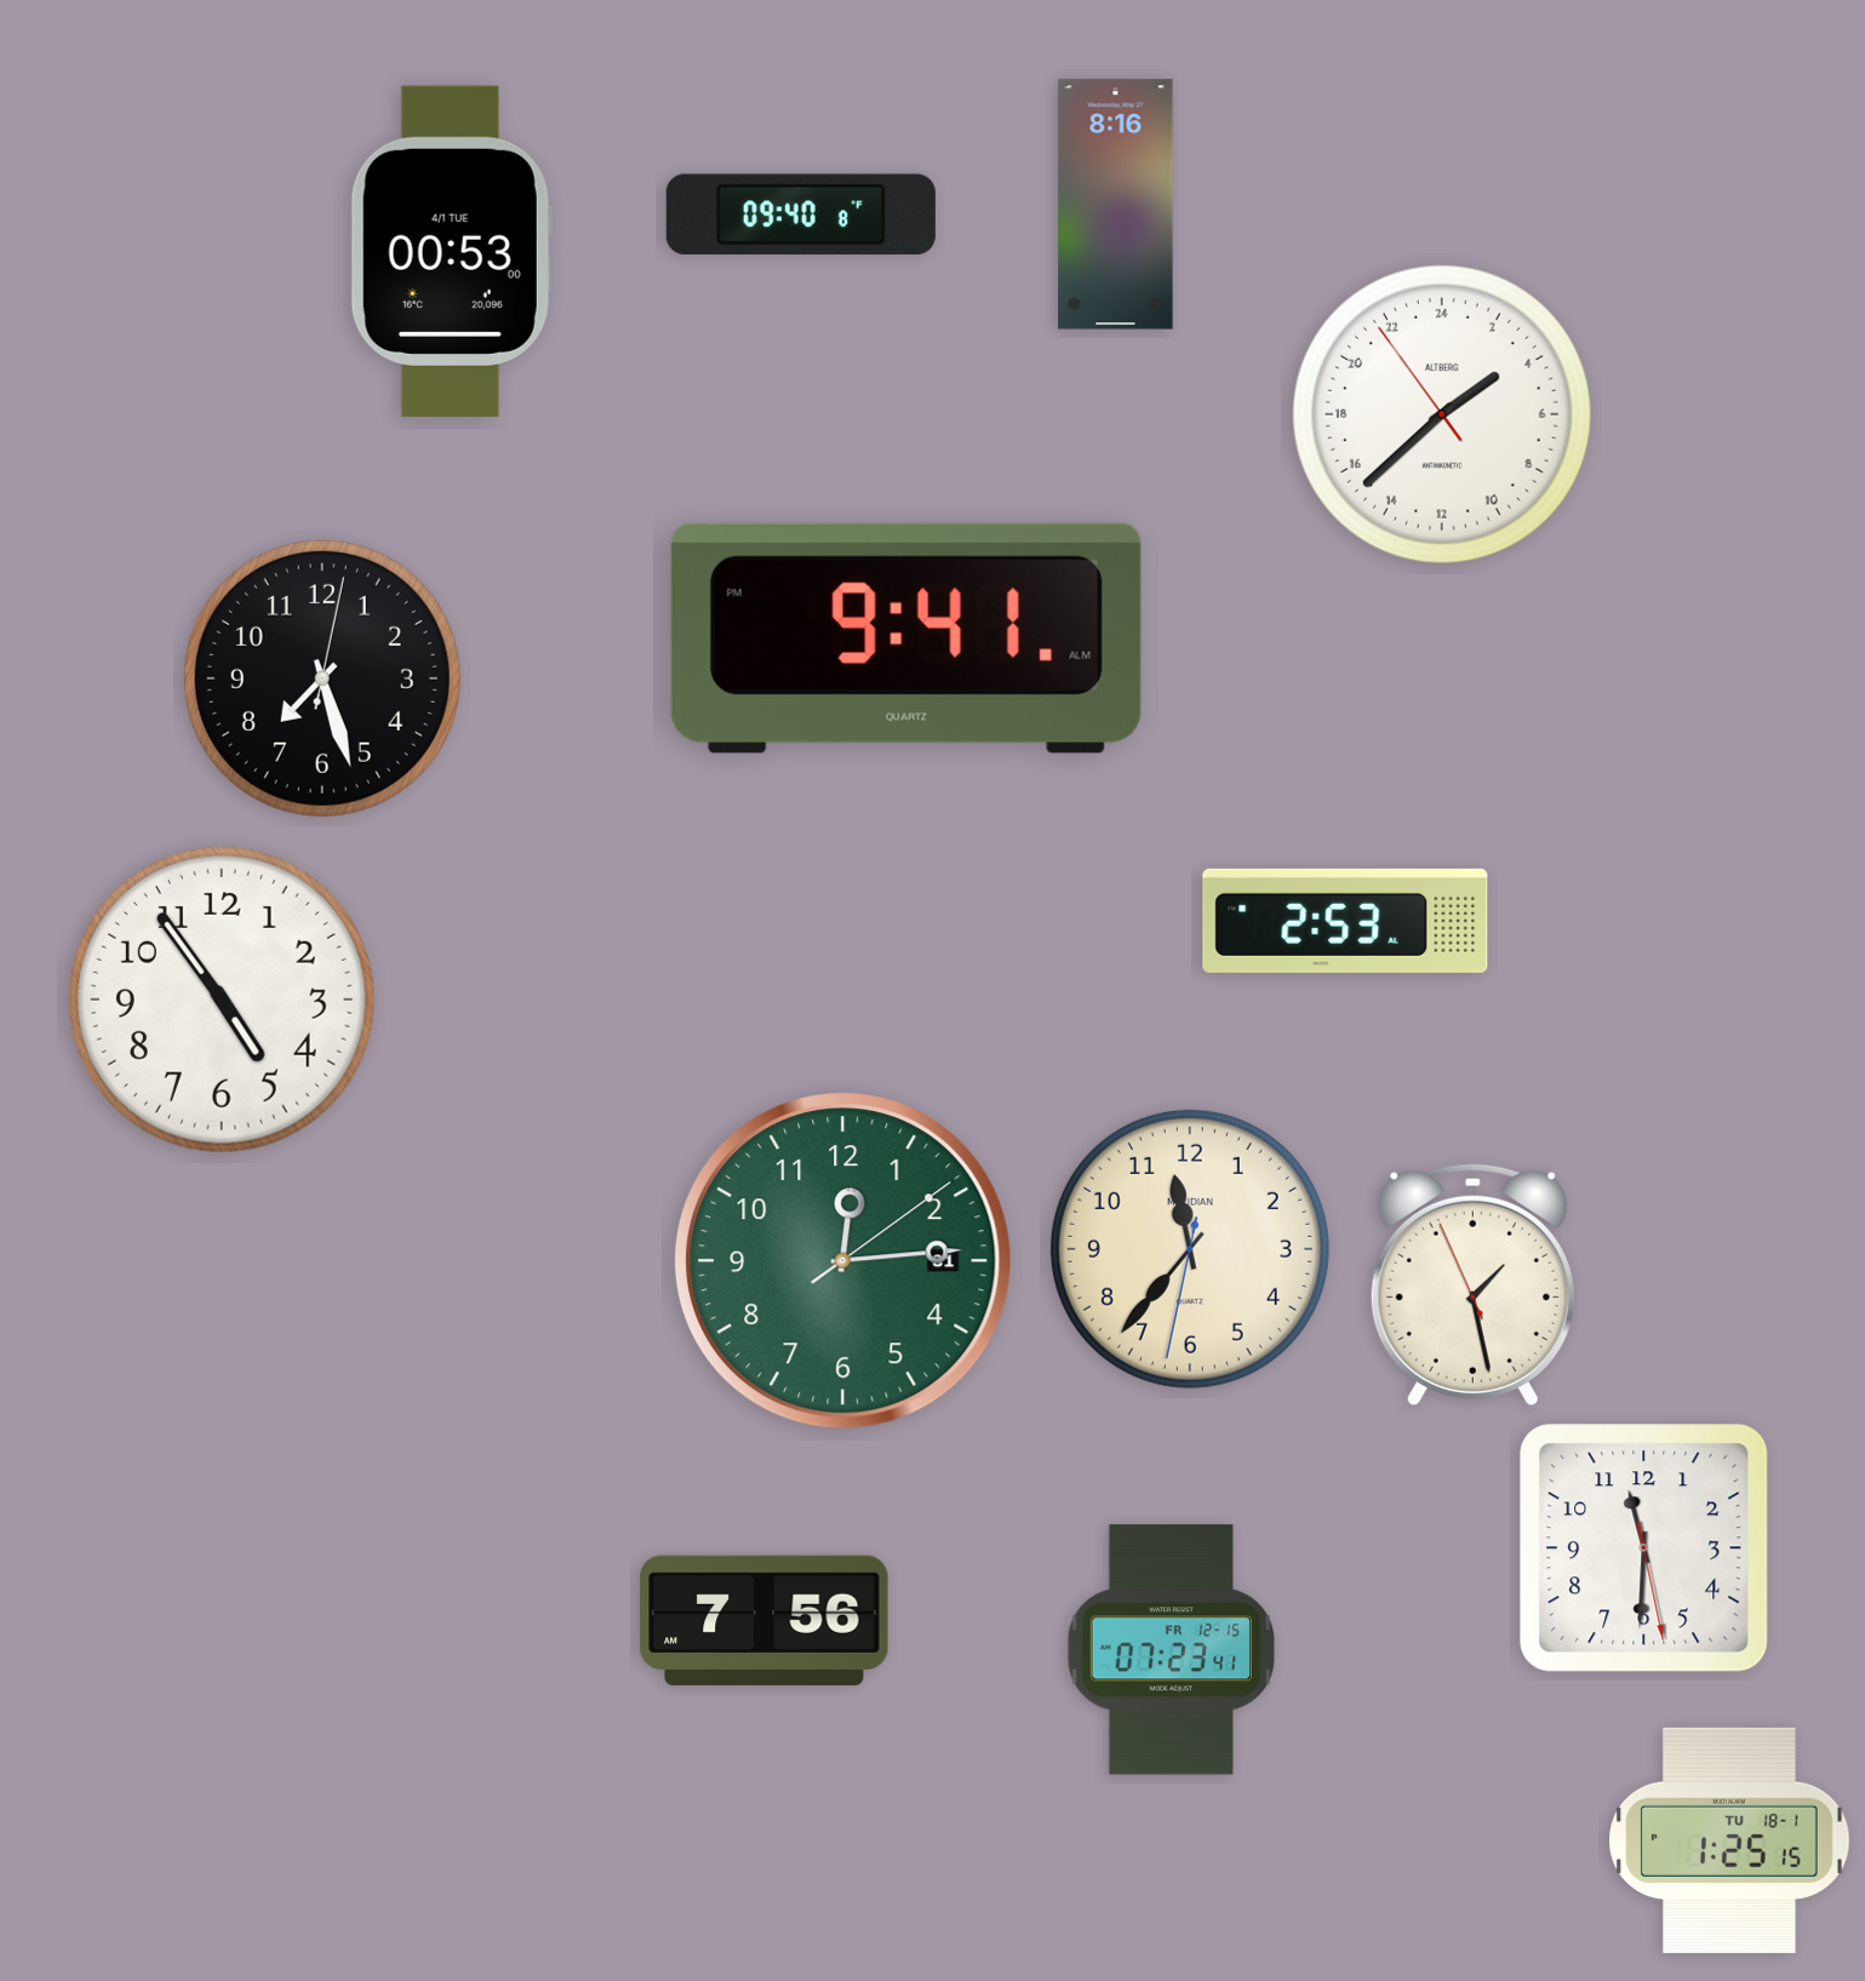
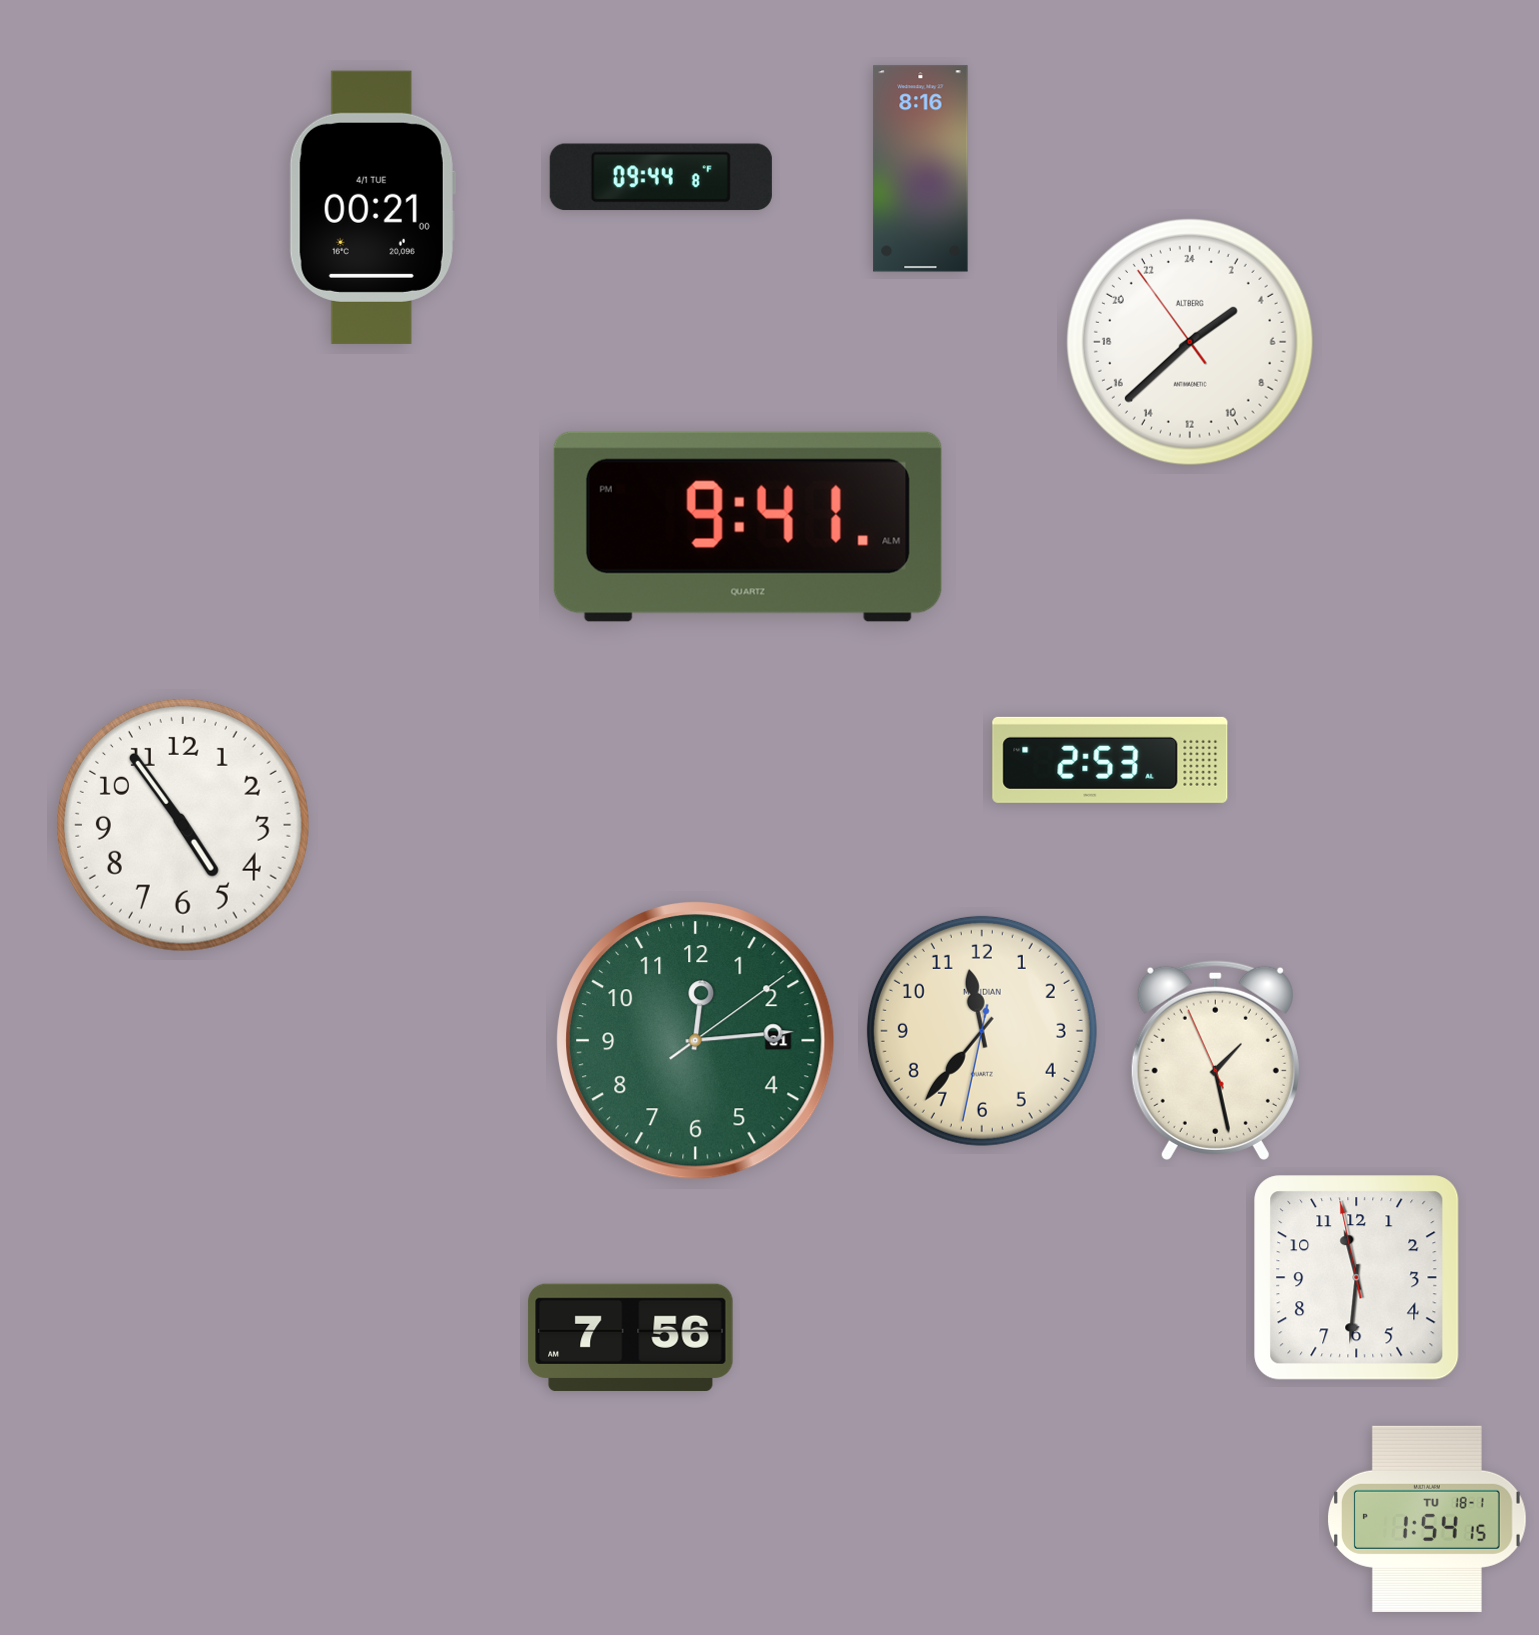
clock at (801, 214): 09:40 -> 09:44
clock at (451, 251): 00:53 -> 00:21
clock at (322, 679): 7:27 -> none
clock at (1644, 1548): 11:30:28 -> 11:30:58
clock at (1171, 1650): 07:23 -> none
clock at (1730, 1840): 1:25 -> 1:54
